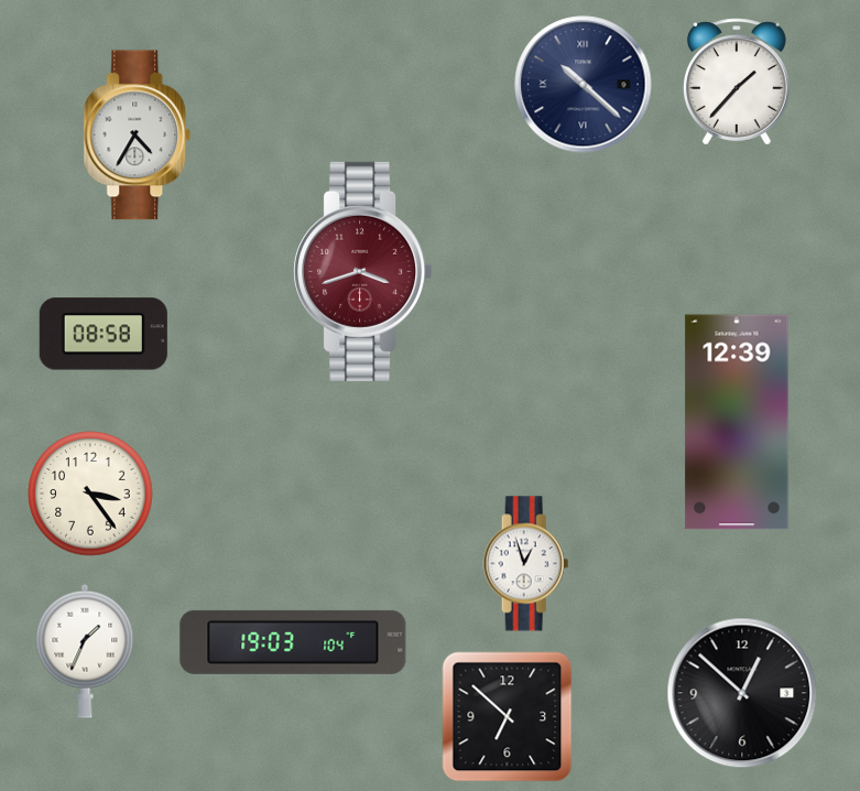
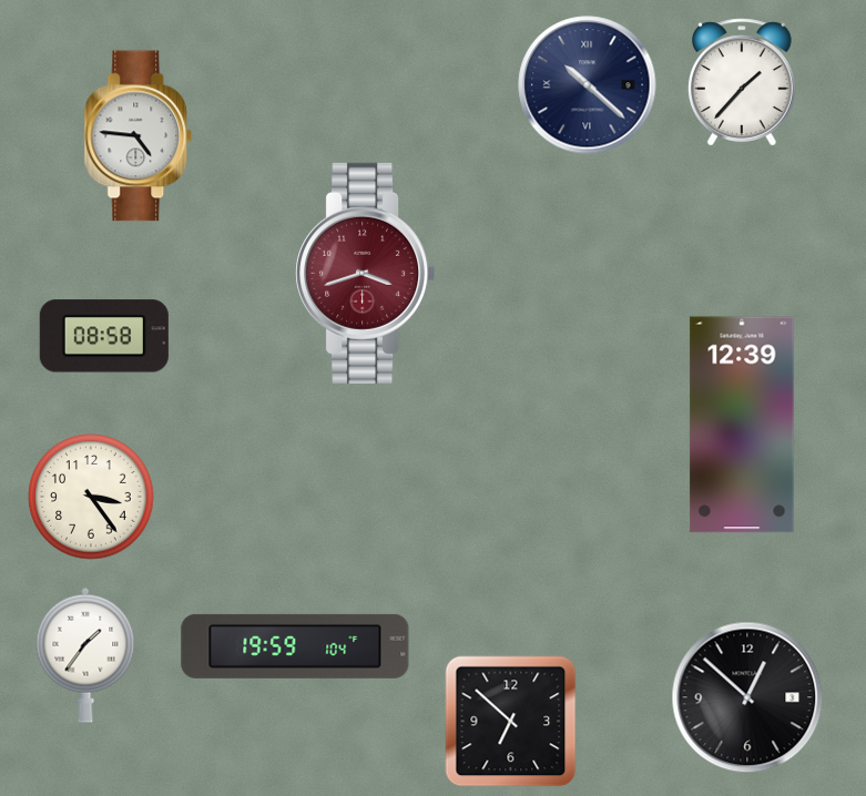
clock at (138, 136): 4:35 -> 4:46
clock at (526, 564): 12:57 -> none
clock at (293, 642): 19:03 -> 19:59
clock at (85, 651): 1:34 -> 1:36
